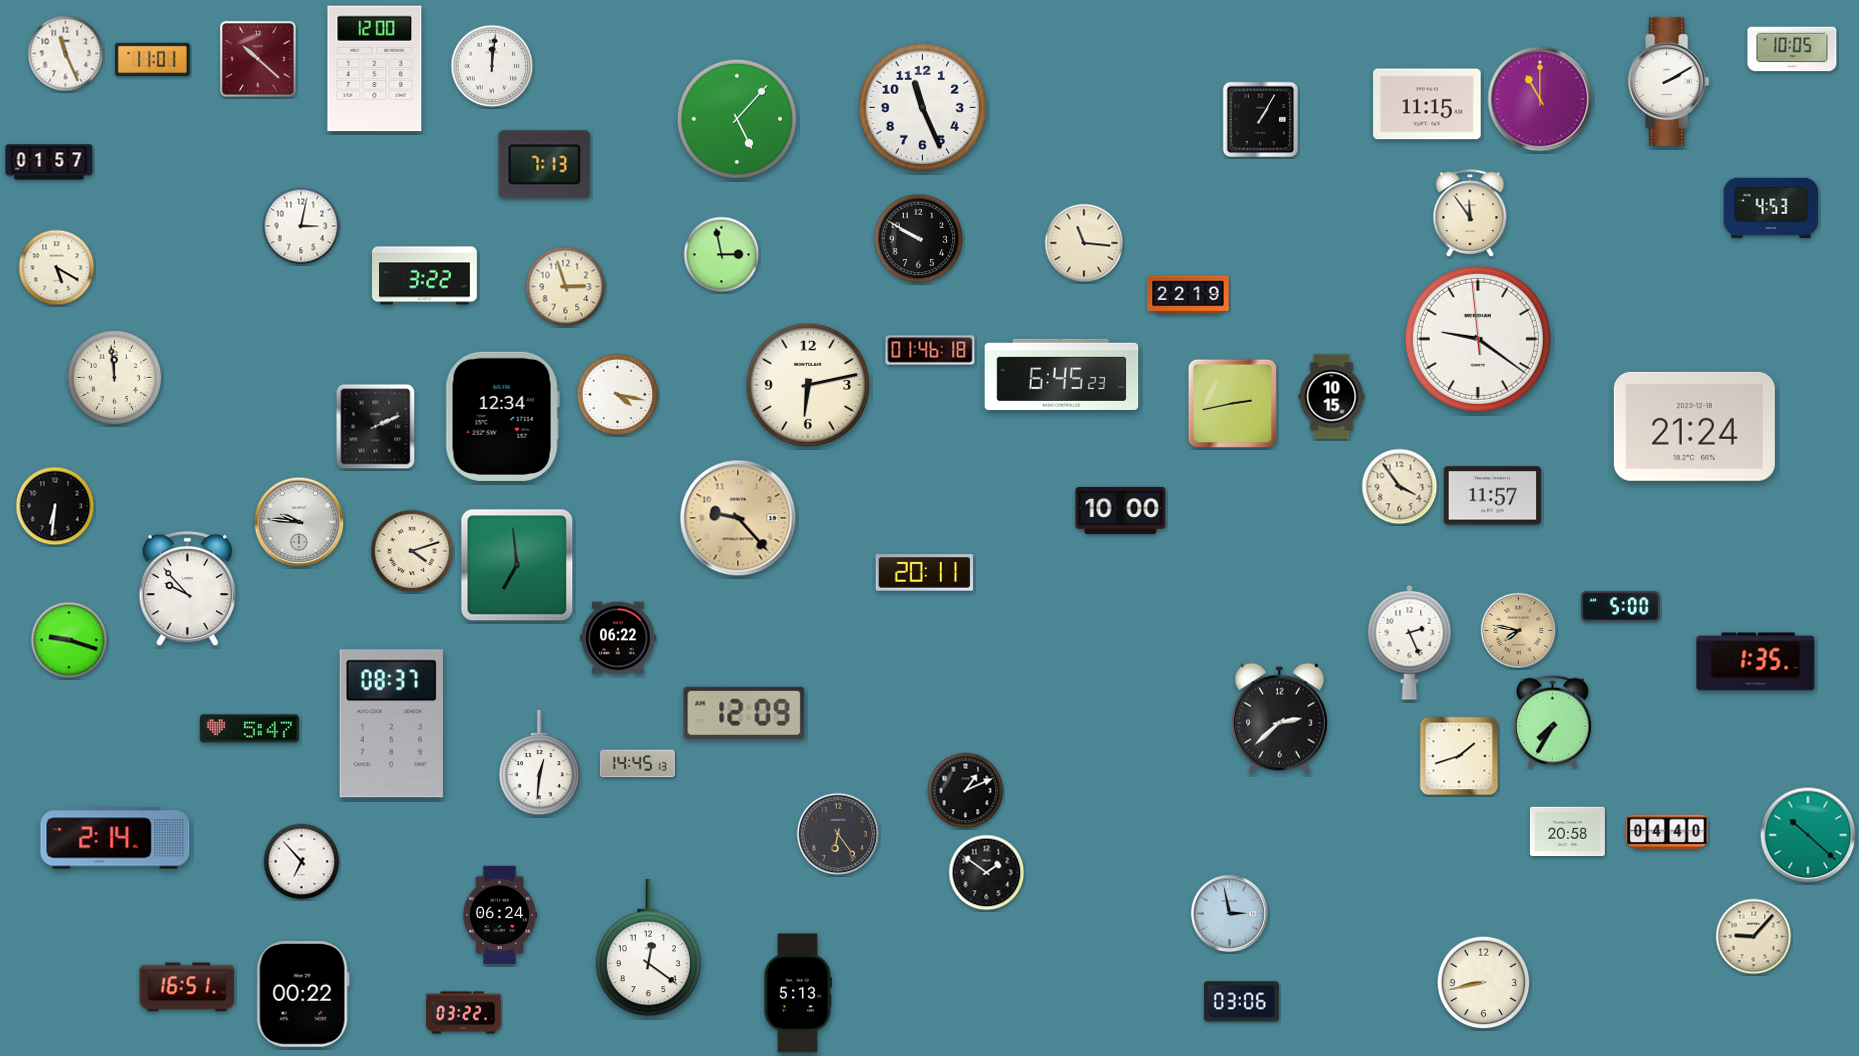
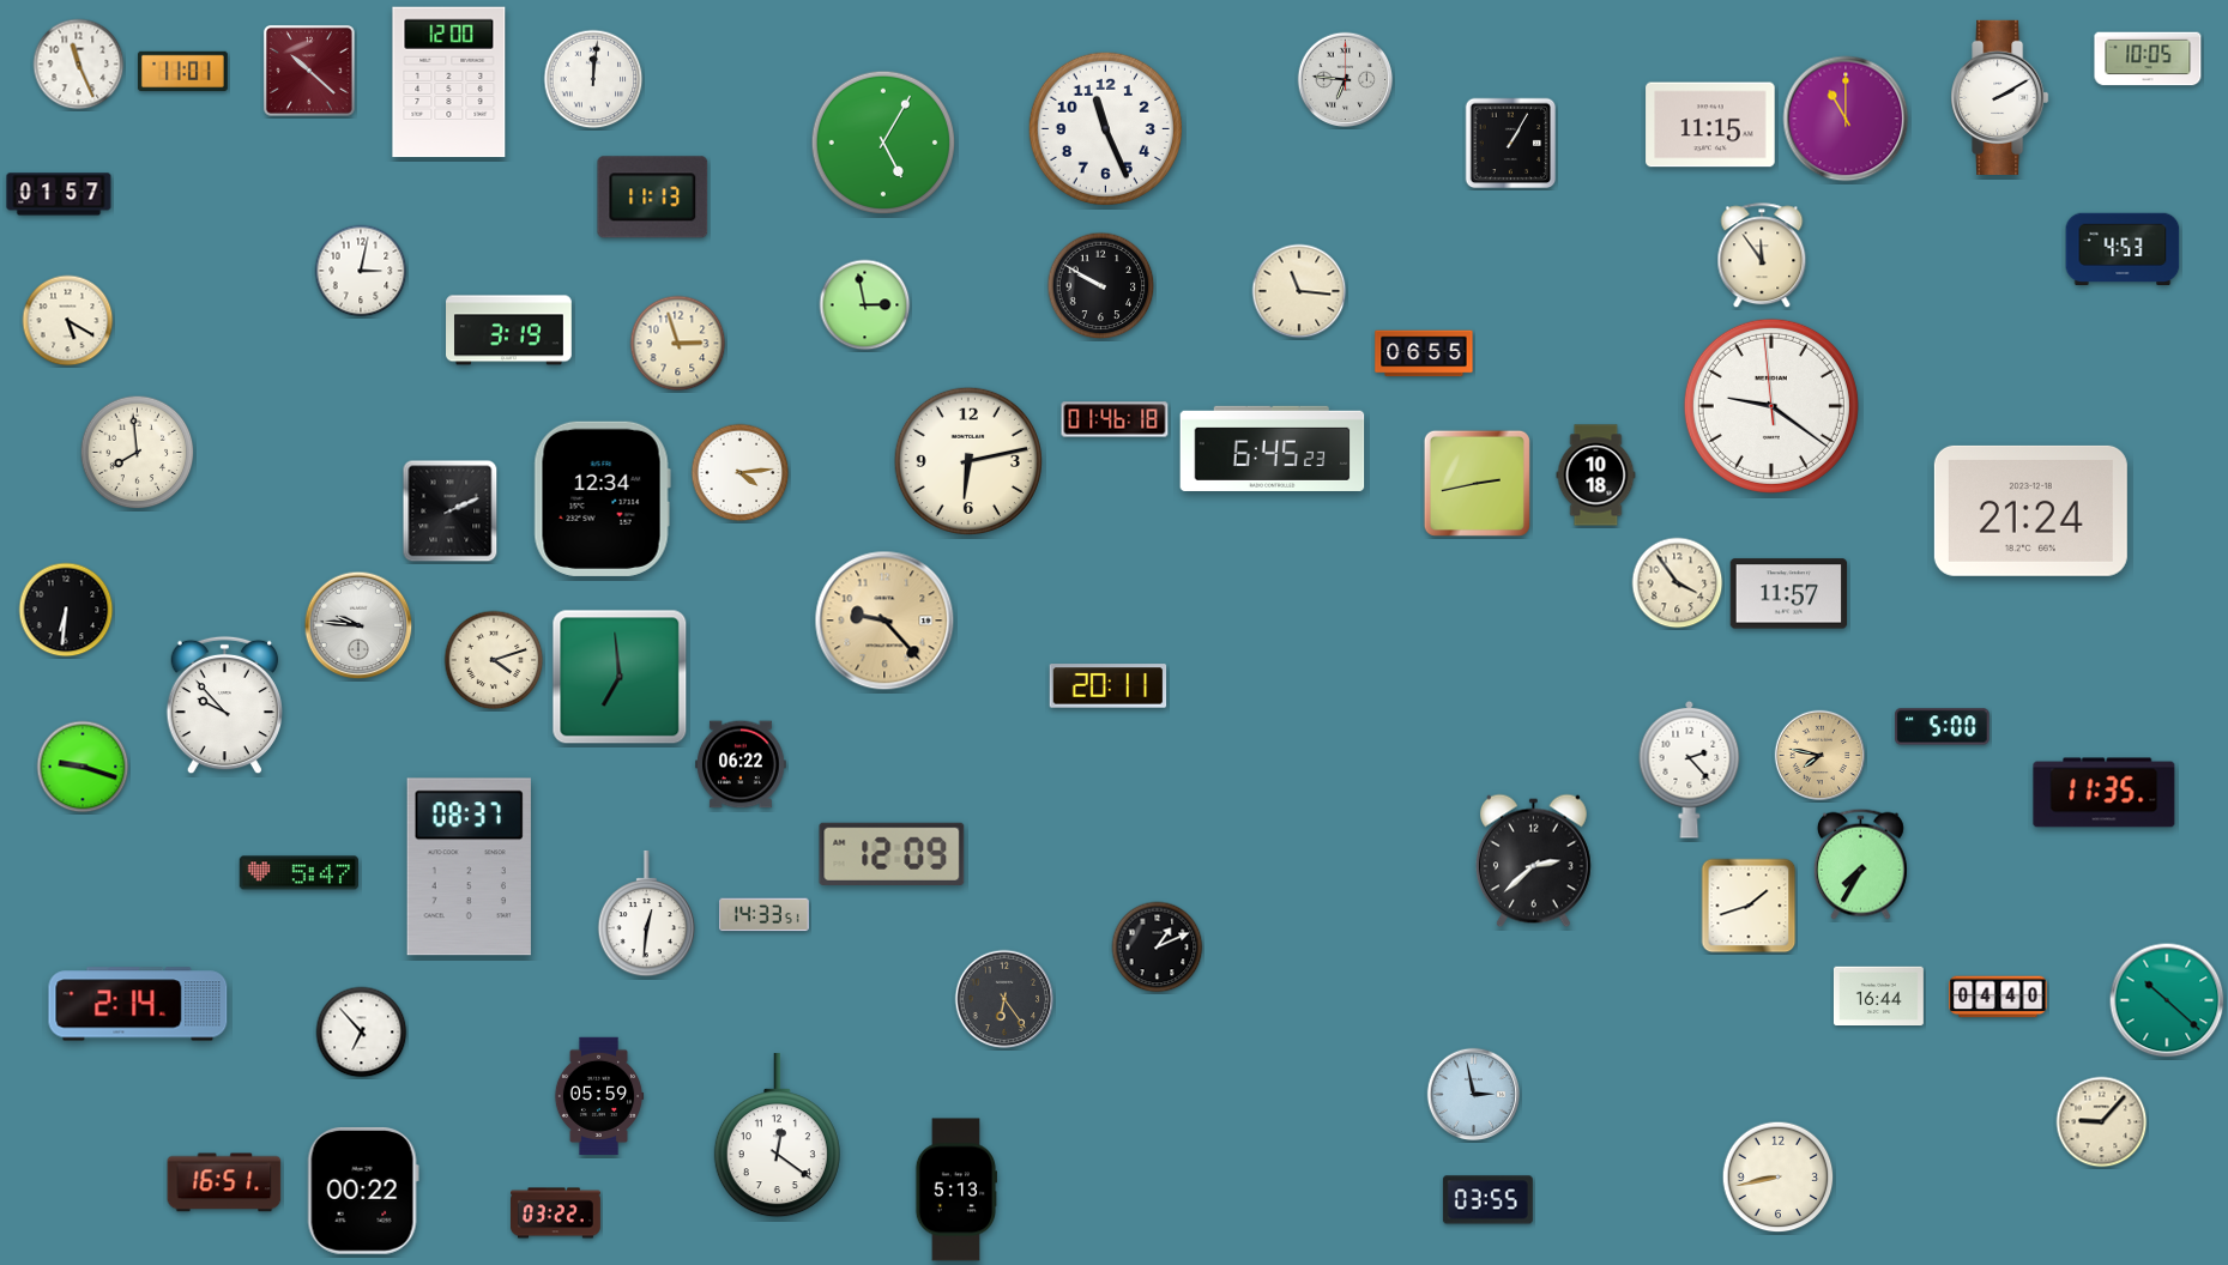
clock at (492, 66) position: (492, 66) -> (593, 79)
clock at (1346, 80): none -> 6:46
clock at (736, 118): 5:07 -> 5:05
clock at (545, 165): 7:13 -> 11:13
clock at (425, 276): 3:22 -> 3:19
clock at (1188, 295): 22:19 -> 06:55
clock at (115, 378): 11:59 -> 7:59
clock at (618, 395): 4:17 -> 4:14
clock at (1332, 397): 10:15 -> 10:18
clock at (55, 506) position: (55, 506) -> (66, 610)
clock at (1121, 510): 10:00 -> none
clock at (1410, 642): 2:26 -> 2:23
clock at (1756, 662): 1:35 -> 11:35
clock at (637, 764): 14:45 -> 14:33
clock at (1567, 832): 20:58 -> 16:44
clock at (987, 873): 1:51 -> none
clock at (500, 915): 06:24 -> 05:59
clock at (1241, 1002): 03:06 -> 03:55
